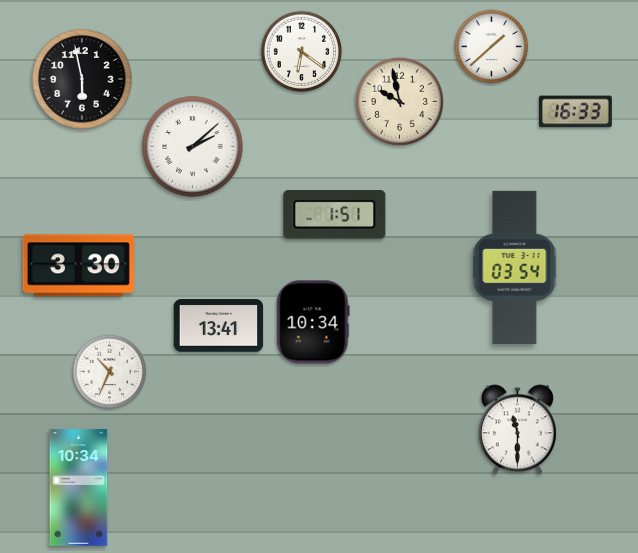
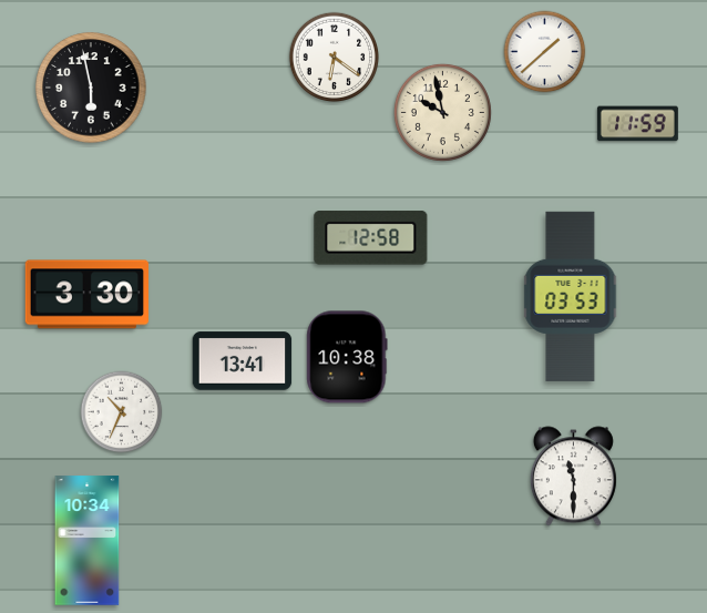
clock at (575, 112): 16:33 -> 11:59
clock at (193, 147): 2:08 -> none
clock at (335, 215): 1:51 -> 12:58
clock at (515, 267): 03:54 -> 03:53
clock at (313, 322): 10:34 -> 10:38
